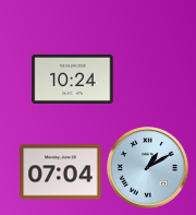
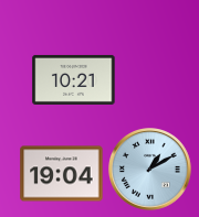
clock at (73, 79): 10:24 -> 10:21
clock at (61, 172): 07:04 -> 19:04
